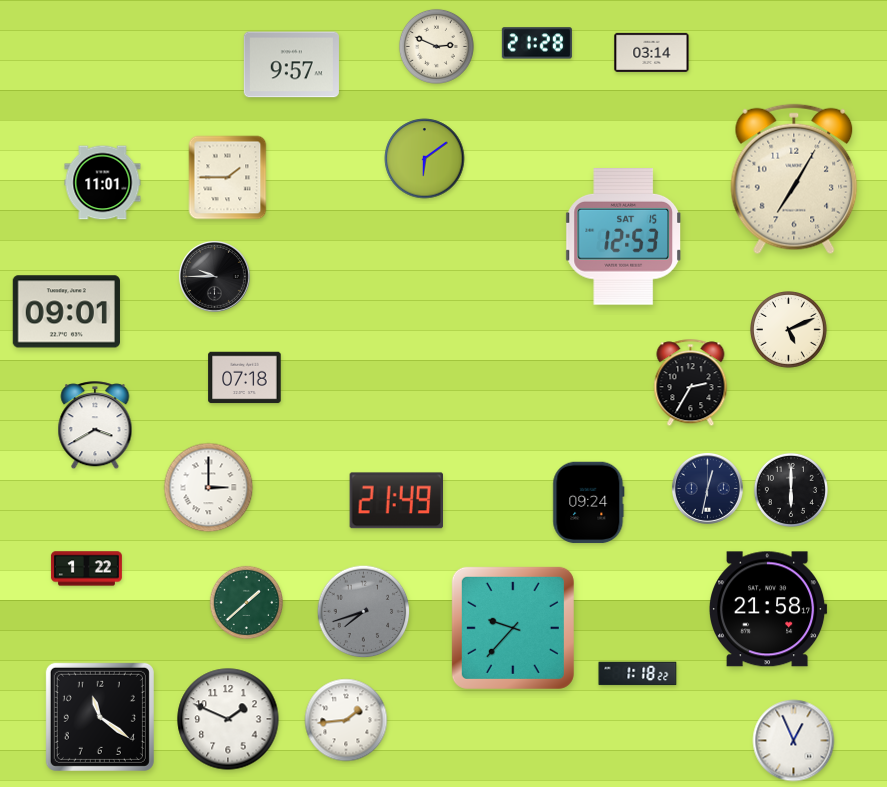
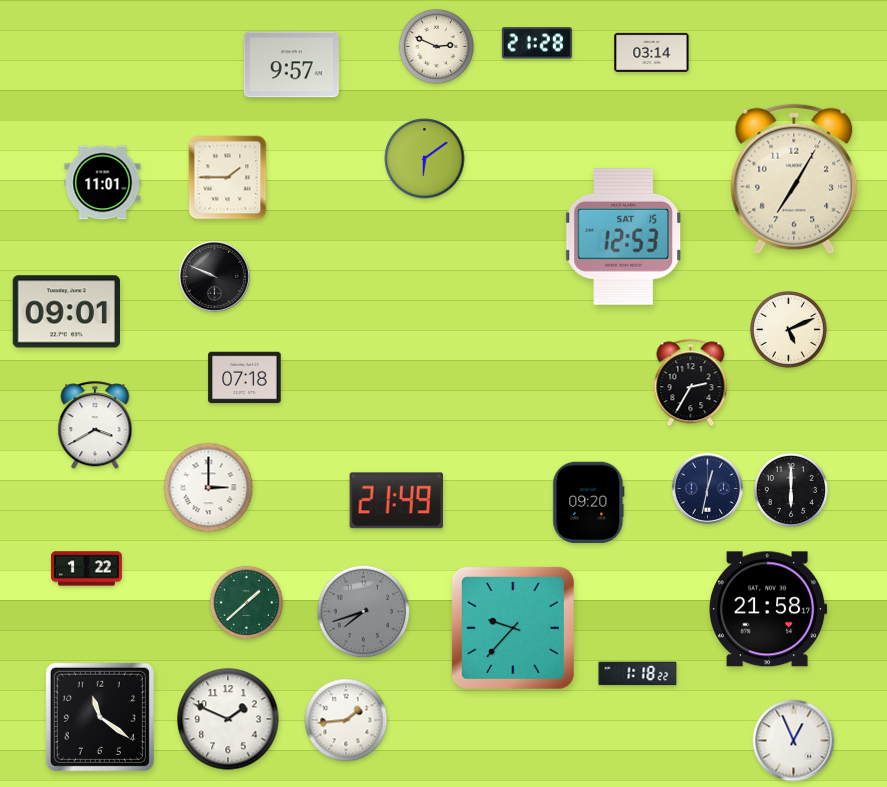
clock at (214, 276): 9:45 -> 9:49
clock at (589, 503): 09:24 -> 09:20
